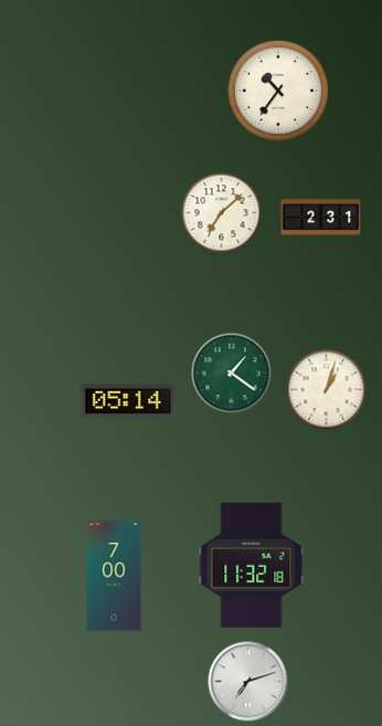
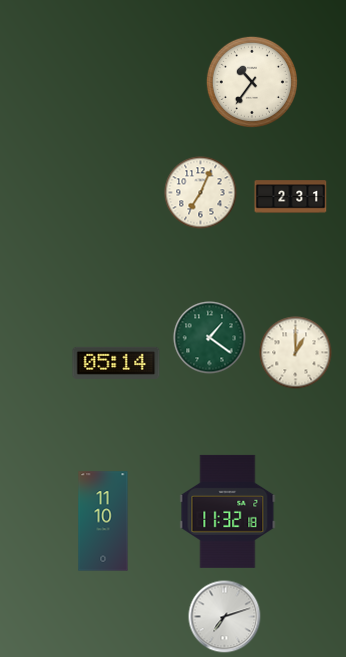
clock at (222, 213): 7:08 -> 7:04
clock at (327, 390): 1:03 -> 1:00
clock at (114, 576): 7:00 -> 11:10
